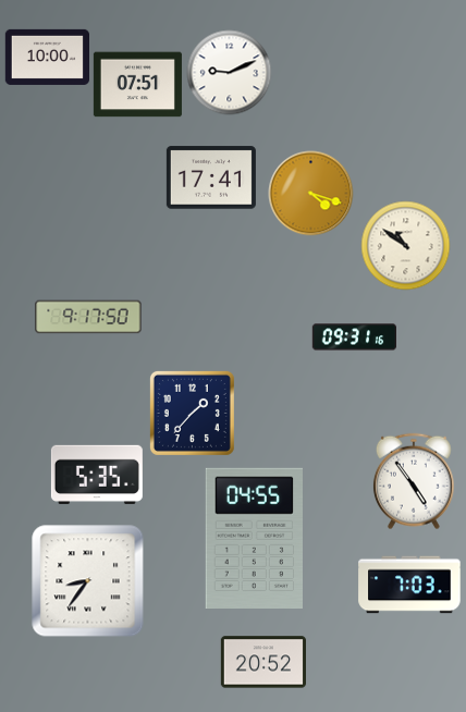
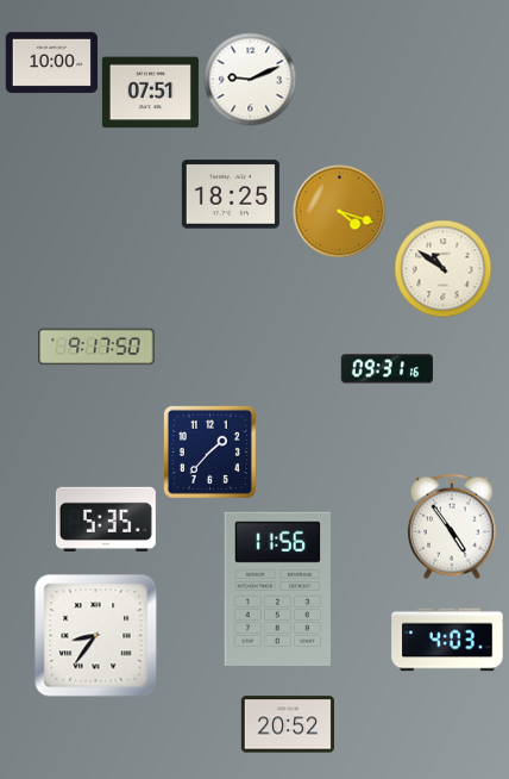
clock at (211, 177): 17:41 -> 18:25
clock at (254, 538): 04:55 -> 11:56
clock at (409, 585): 7:03 -> 4:03
